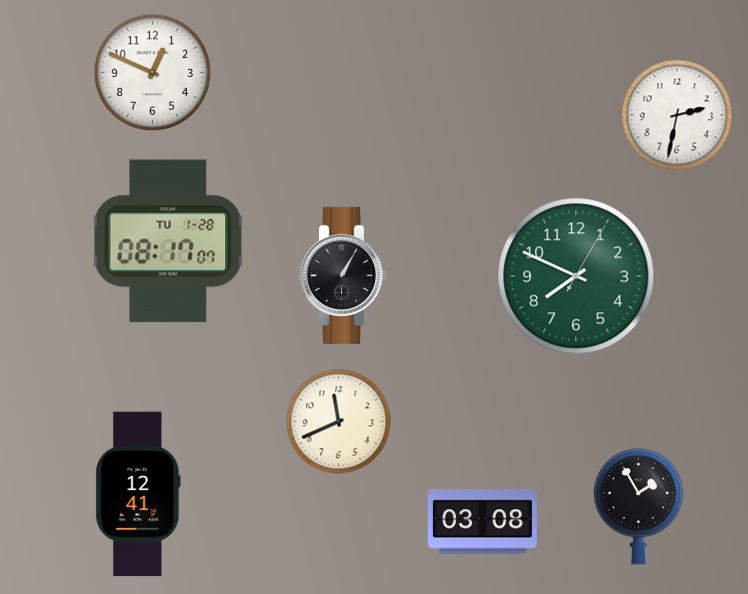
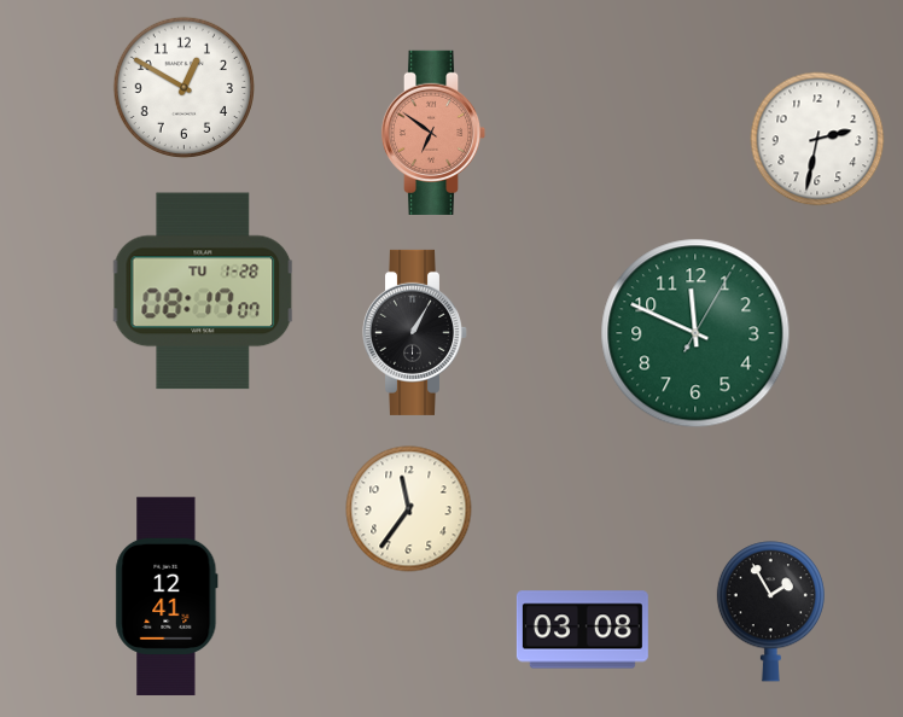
clock at (152, 72): 12:49 -> 12:50
clock at (433, 133): none -> 6:51
clock at (576, 276): 7:49 -> 11:49
clock at (339, 422): 11:41 -> 11:36
